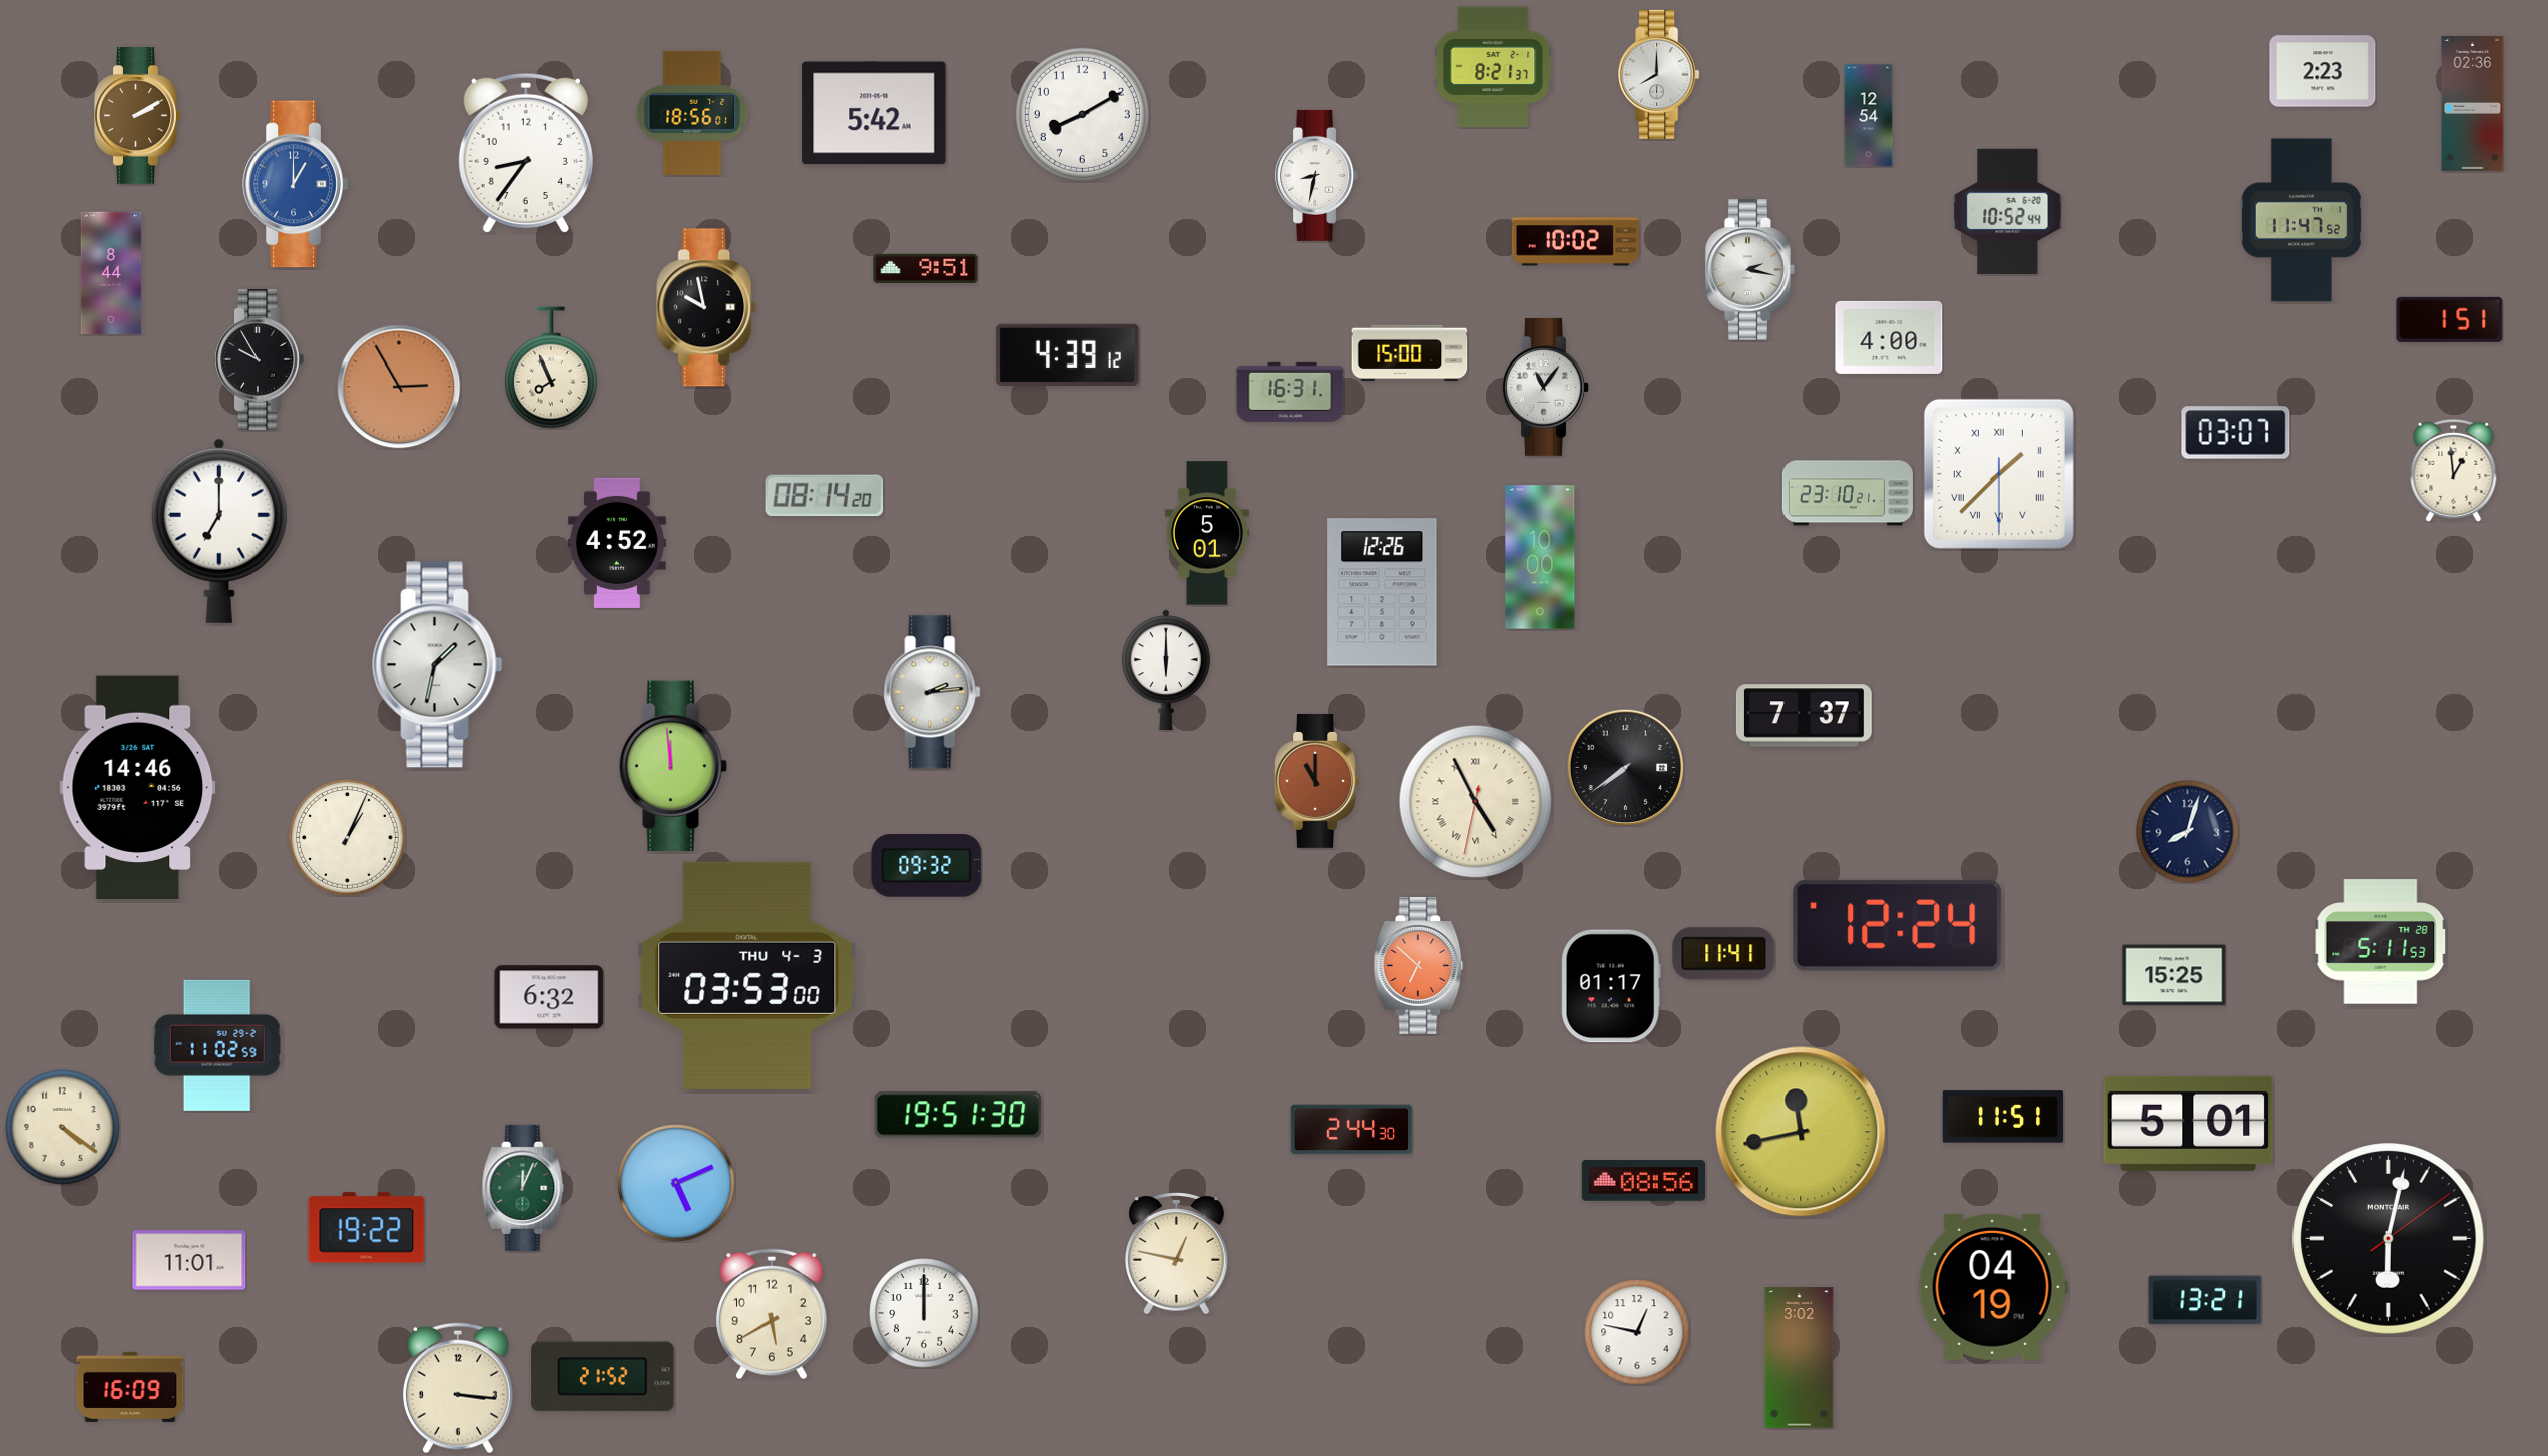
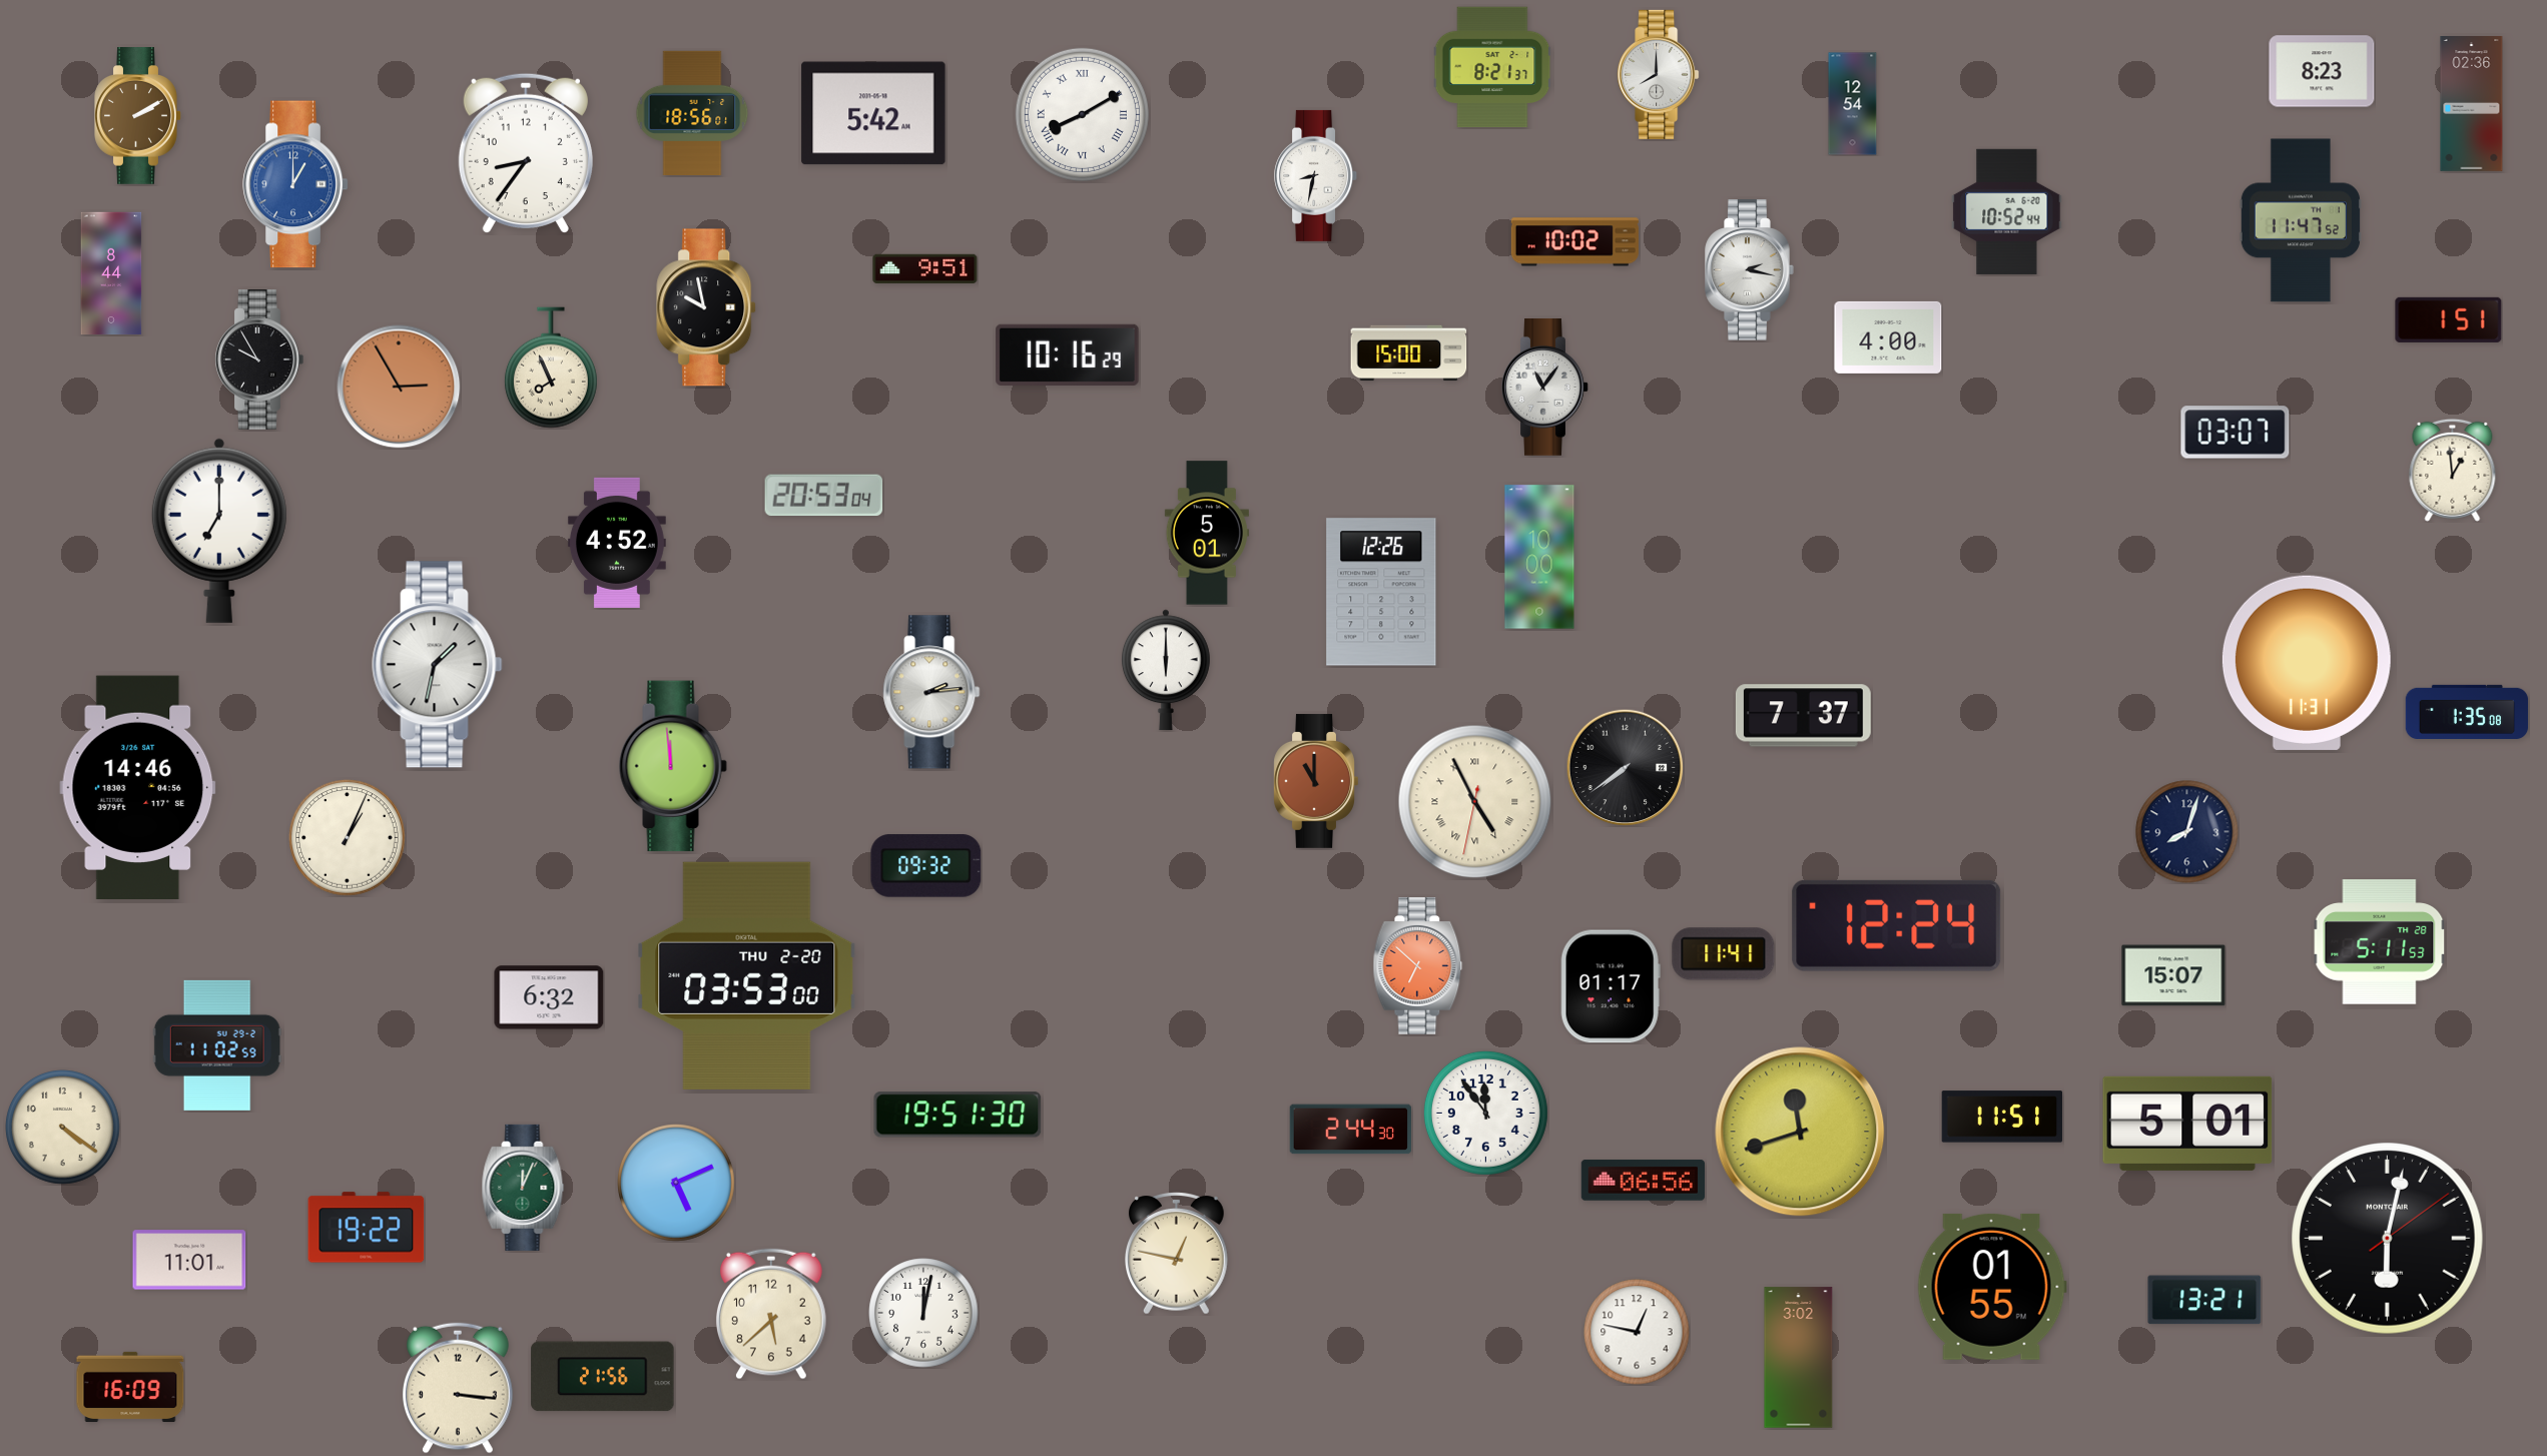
clock at (2323, 71): 2:23 -> 8:23
clock at (1082, 114) numerals: Arabic -> Roman
clock at (1869, 116) position: (1869, 116) -> (1853, 104)
clock at (1068, 354): 4:39 -> 10:16
clock at (1291, 392): 16:31 -> none
clock at (1999, 474): 1:37 -> none
clock at (1848, 493): 23:10 -> none
clock at (825, 496): 08:14 -> 20:53
clock at (2307, 663): none -> 11:31
clock at (2467, 712): none -> 1:35
clock at (747, 975) date: THU 4-3 -> THU 2-20
clock at (2174, 975): 15:25 -> 15:07
clock at (1485, 1113): none -> 11:54
clock at (1801, 1132): 11:43 -> 11:42
clock at (1643, 1181): 08:56 -> 06:56
clock at (1993, 1287): 04:19 -> 01:55
clock at (924, 1313): 12:00 -> 12:02
clock at (772, 1314): 5:40 -> 5:38
clock at (603, 1377): 21:52 -> 21:56
